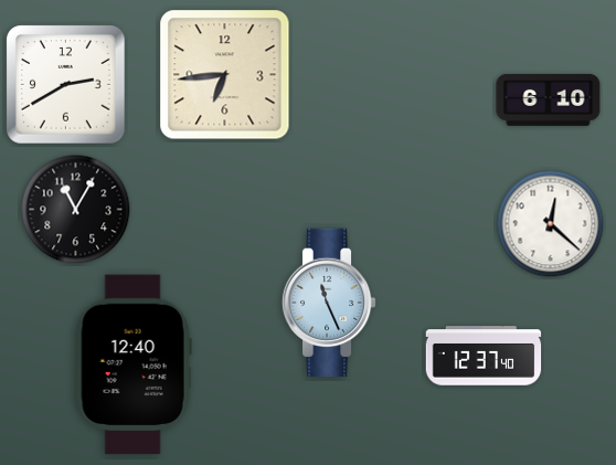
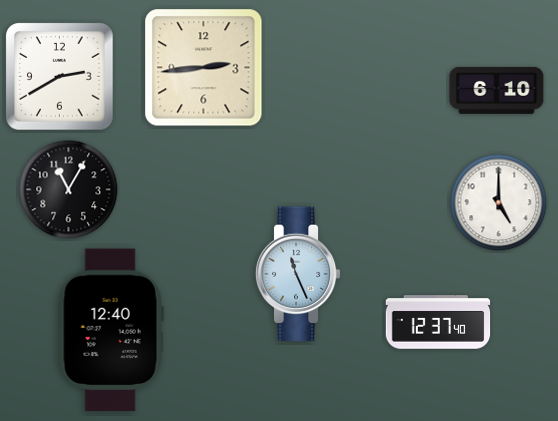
clock at (225, 75): 6:44 -> 2:44
clock at (551, 224): 12:22 -> 5:00
clock at (134, 364) position: (134, 364) -> (111, 330)
